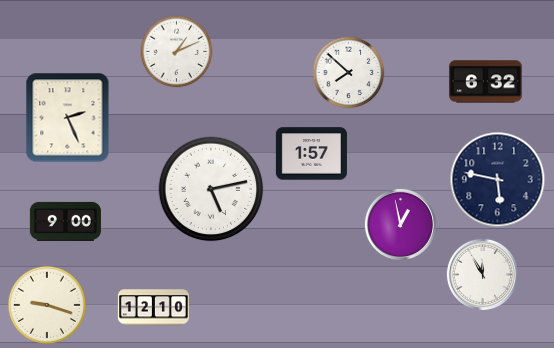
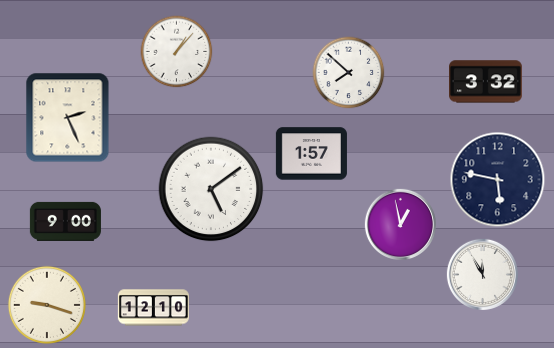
clock at (177, 52): 1:11 -> 1:07
clock at (486, 82): 6:32 -> 3:32
clock at (211, 189): 5:13 -> 5:09
